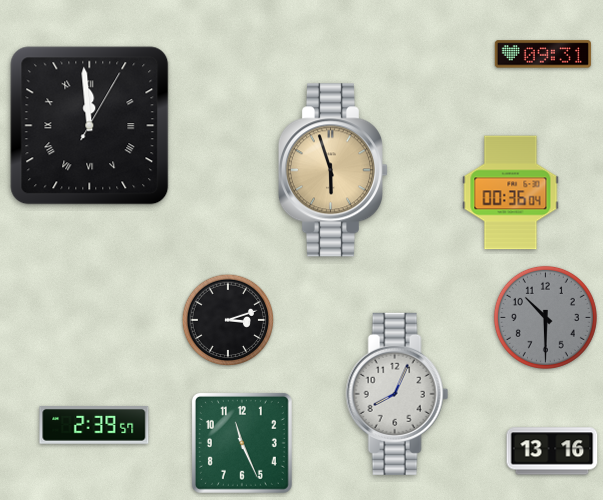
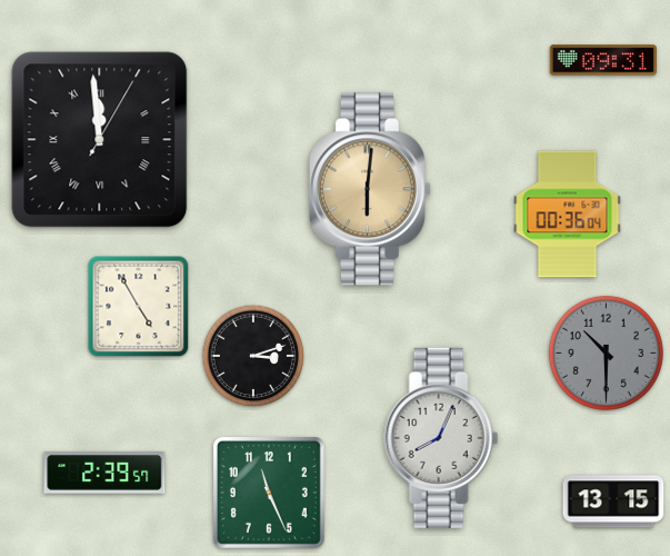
clock at (332, 170): 5:57 -> 6:01
clock at (139, 307): none -> 4:55
clock at (552, 451): 13:16 -> 13:15
